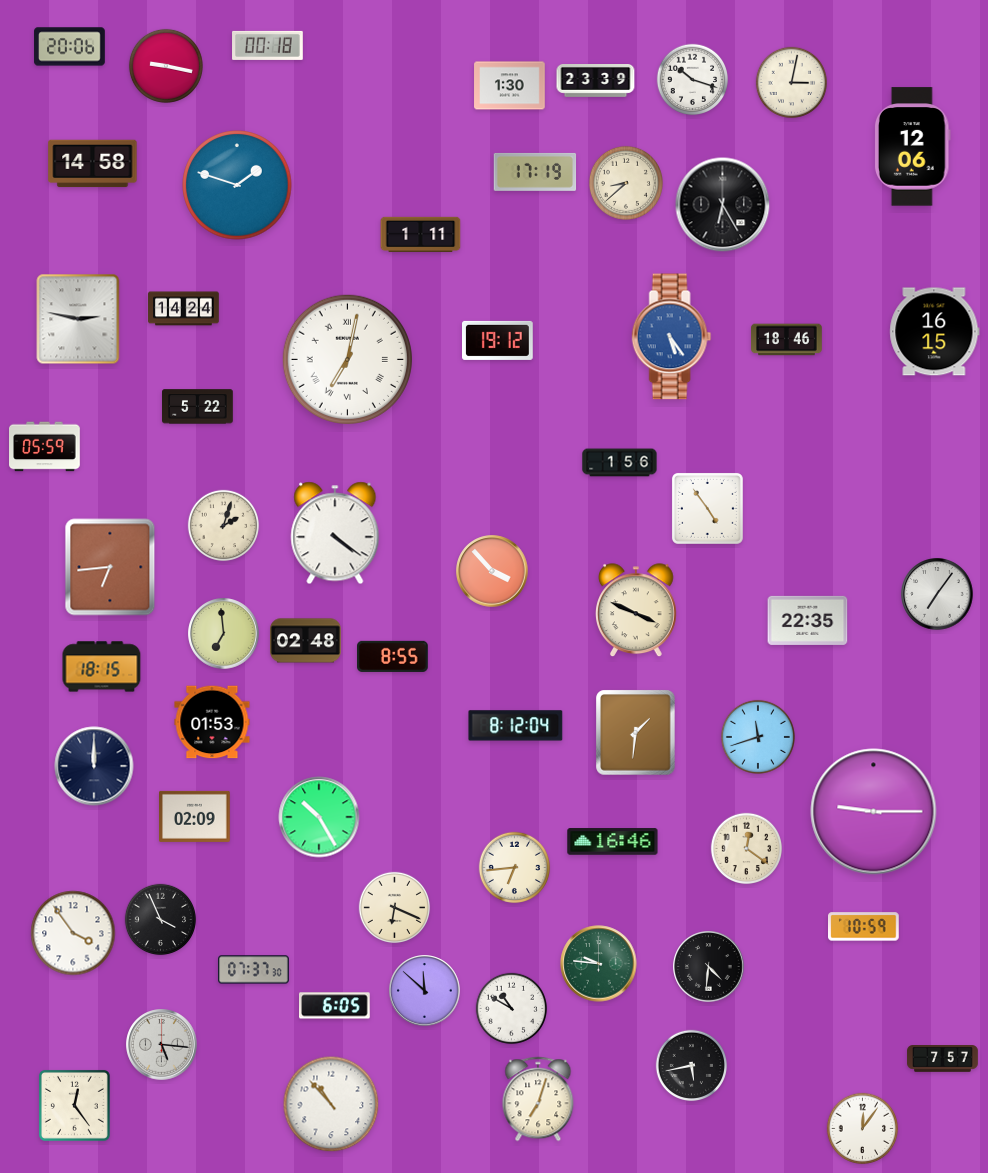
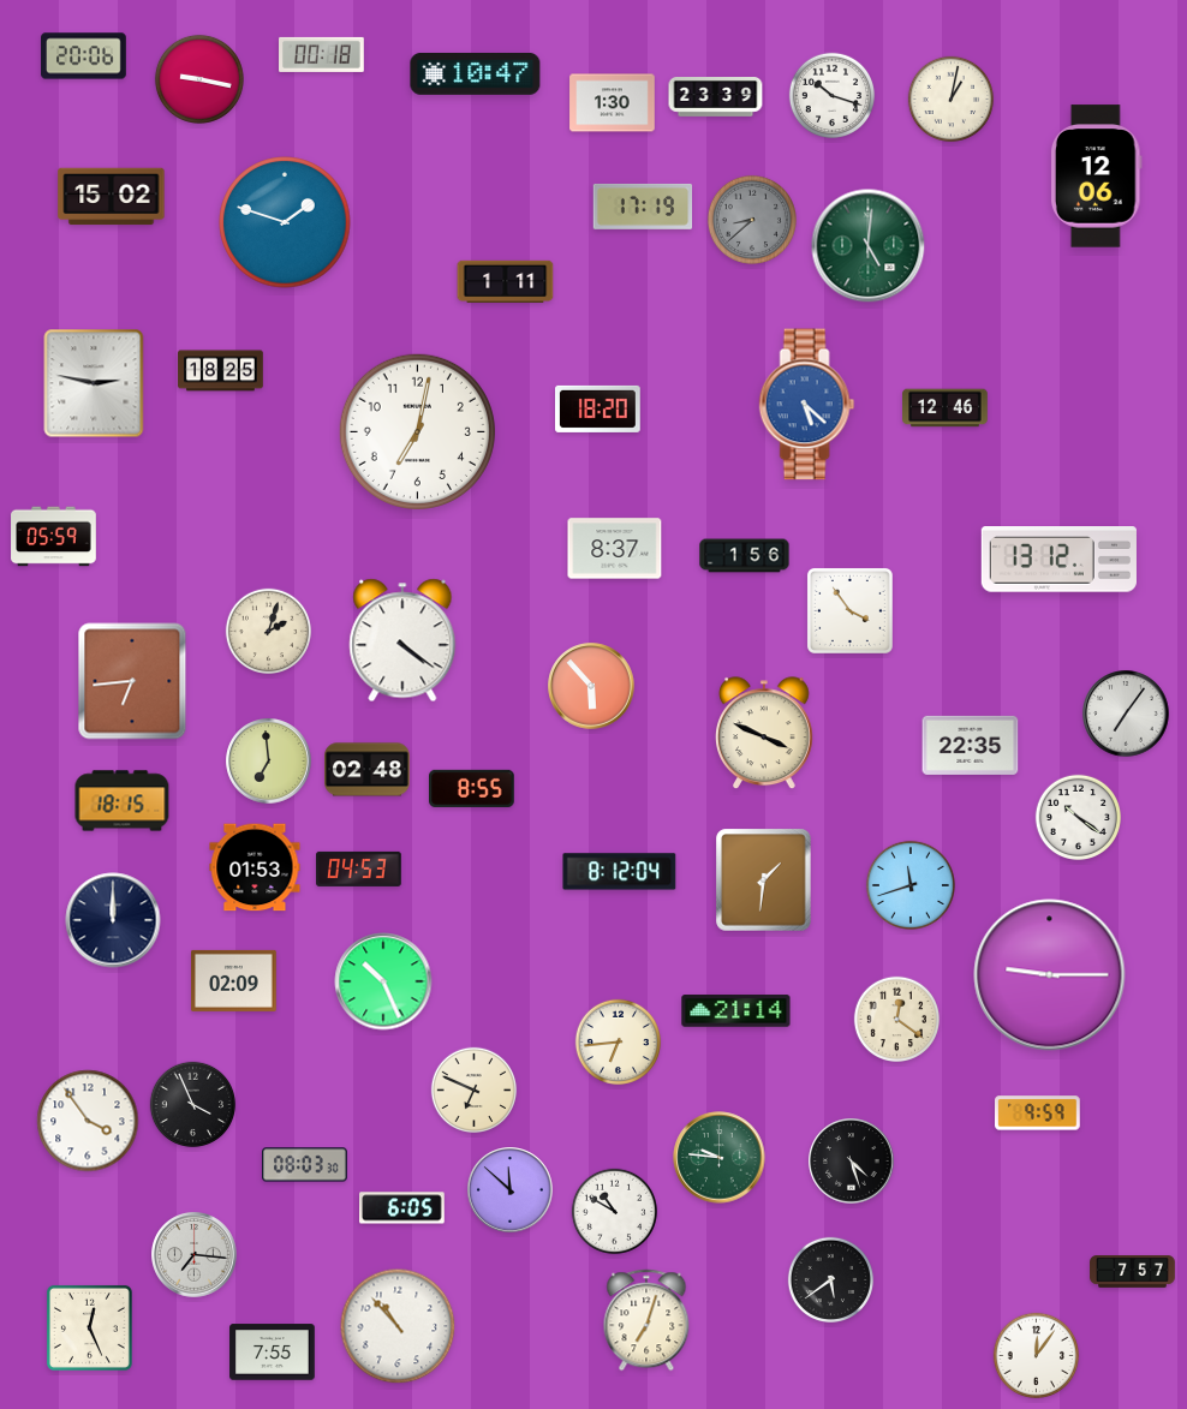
clock at (476, 73): none -> 10:47
clock at (792, 83): 3:02 -> 1:02
clock at (93, 164): 14:58 -> 15:02
clock at (626, 183) dial: cream -> grey
clock at (723, 205): 6:25 -> 5:01
clock at (723, 205) dial: black -> green
clock at (184, 309): 14:24 -> 18:25
clock at (935, 332): 16:15 -> none
clock at (672, 337): 5:24 -> 5:22
clock at (498, 340): 19:12 -> 18:20
clock at (787, 340): 18:46 -> 12:46
clock at (347, 359) numerals: Roman -> Arabic
clock at (198, 407): 5:22 -> none
clock at (615, 549): none -> 8:37
clock at (1058, 560): none -> 13:12
clock at (707, 508): 4:54 -> 3:54
clock at (492, 571): 3:53 -> 5:53
clock at (1079, 818): none -> 10:21
clock at (359, 868): none -> 04:53
clock at (319, 817): 10:25 -> 10:26
clock at (613, 842): 16:46 -> 21:14
clock at (395, 908): 6:19 -> 6:49
clock at (864, 927): 10:59 -> 9:59
clock at (709, 967): 4:31 -> 4:27
clock at (254, 970): 07:37 -> 08:03
clock at (162, 1045): 5:16 -> 7:16
clock at (692, 1066): 5:43 -> 5:39
clock at (74, 1105): 12:24 -> 12:26
clock at (273, 1353): none -> 7:55
